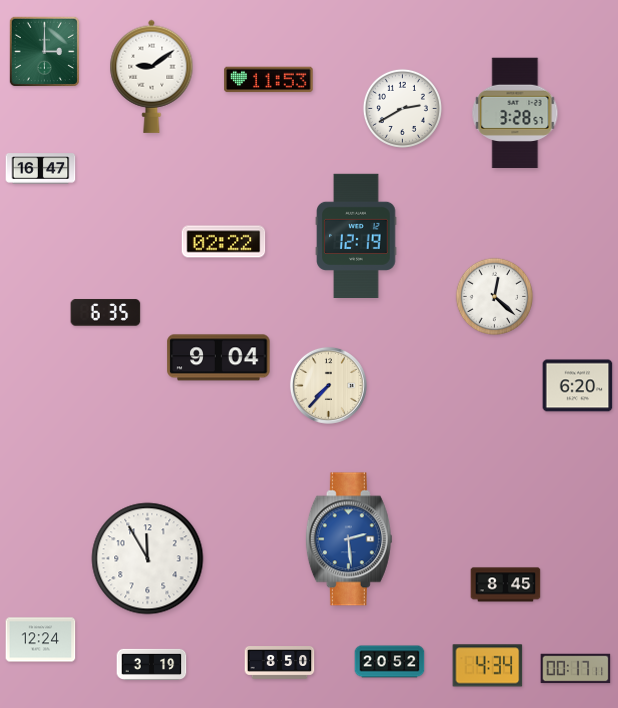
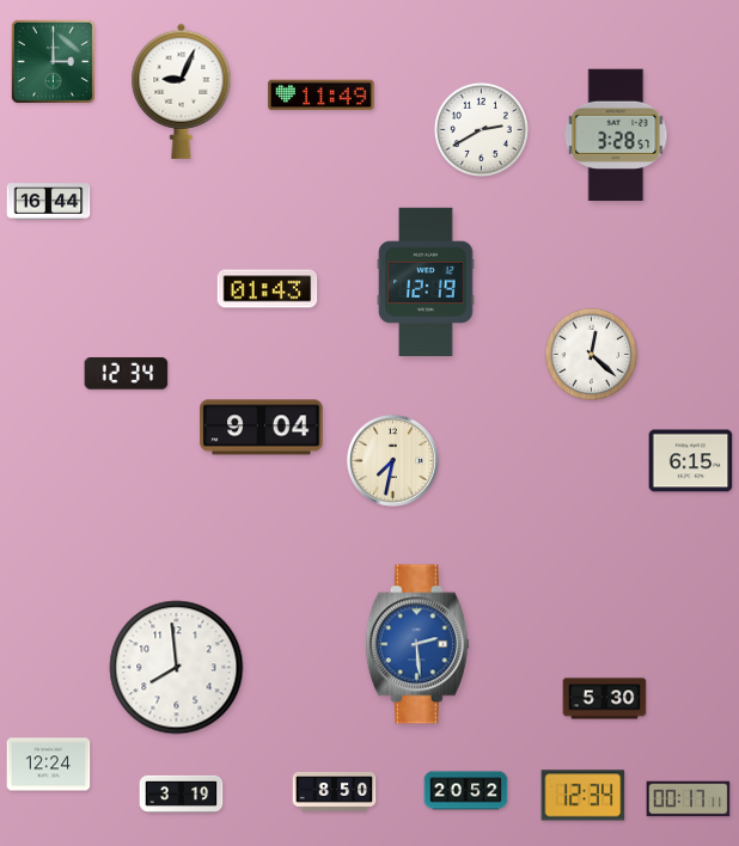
clock at (152, 76): 9:09 -> 9:04
clock at (269, 80): 11:53 -> 11:49
clock at (41, 169): 16:47 -> 16:44
clock at (224, 242): 02:22 -> 01:43
clock at (106, 313): 6:35 -> 12:34
clock at (328, 385): 7:37 -> 7:32
clock at (578, 386): 6:20 -> 6:15
clock at (148, 559): 11:55 -> 7:59
clock at (506, 585): 8:45 -> 5:30
clock at (488, 666): 4:34 -> 12:34
